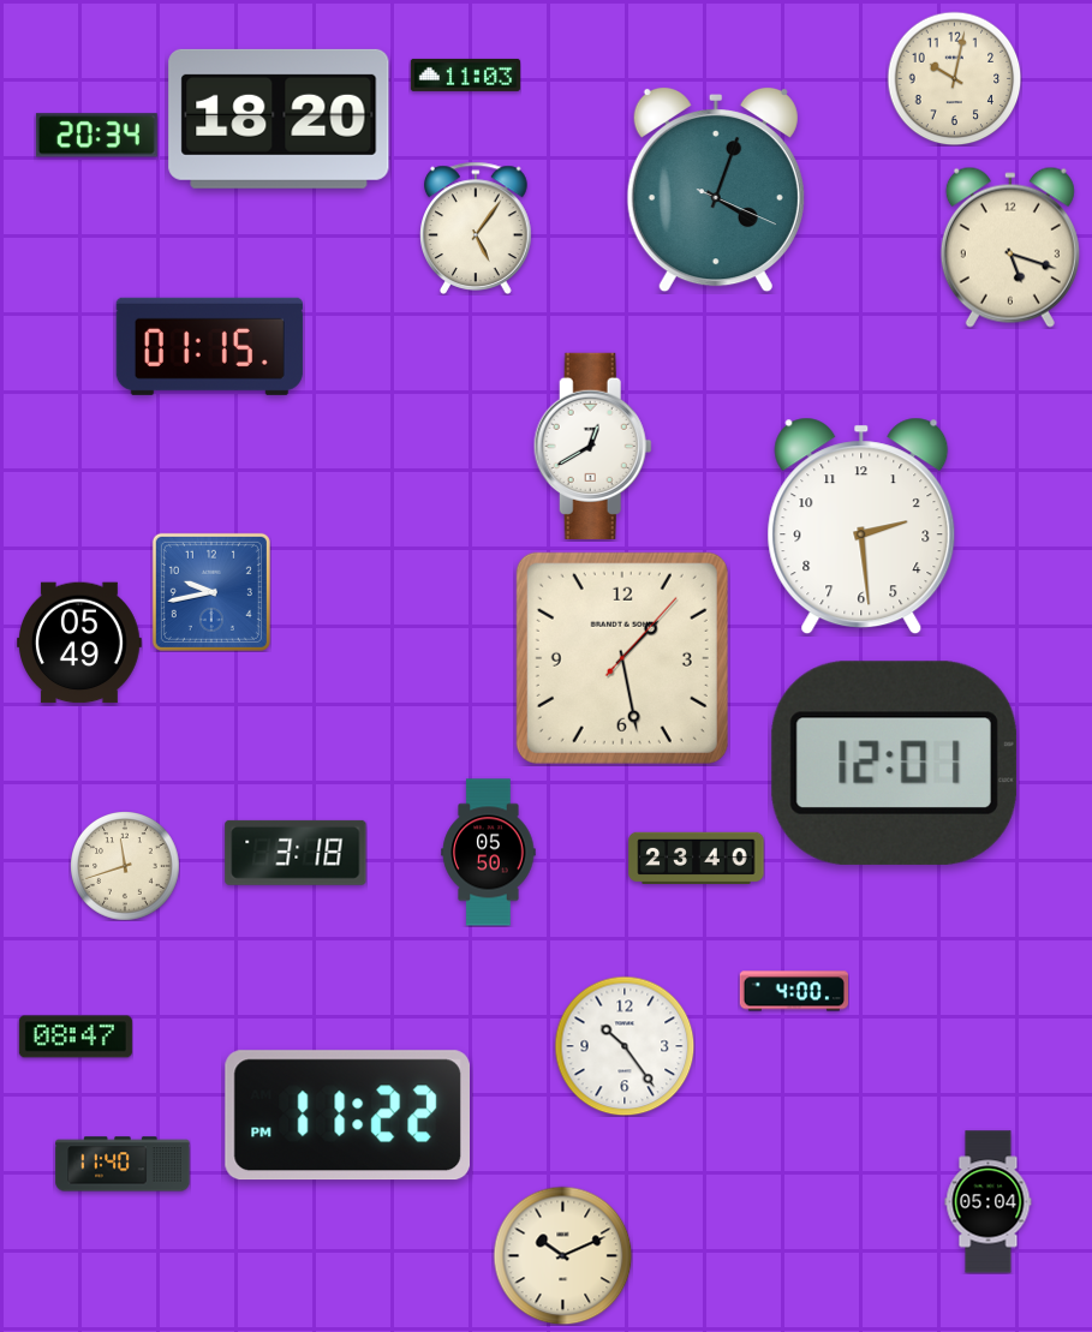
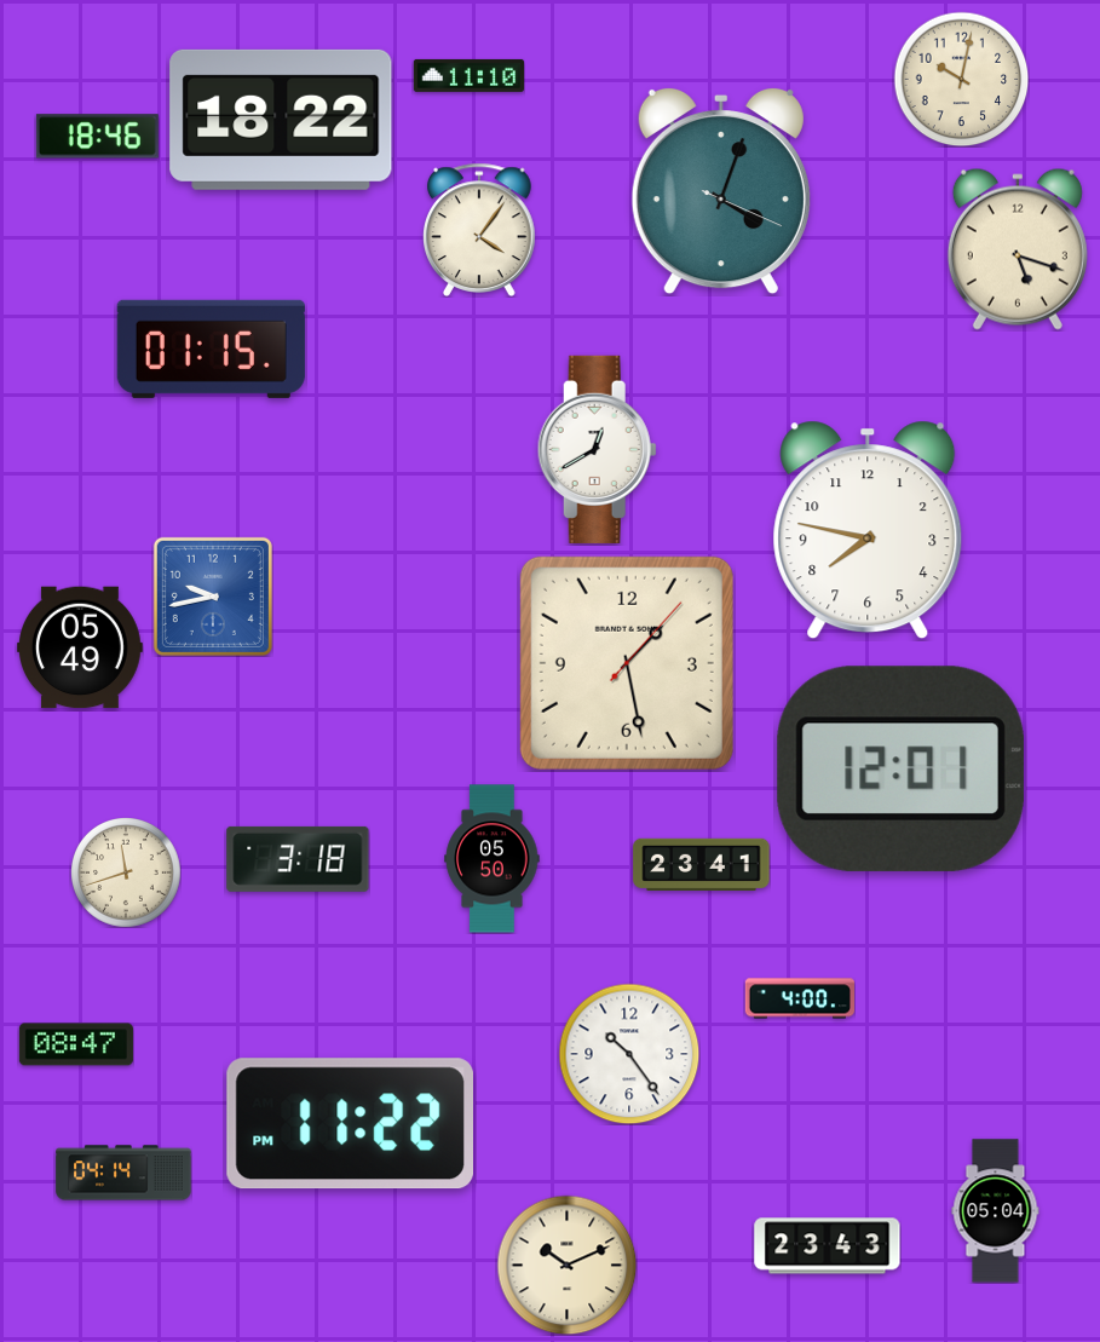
clock at (465, 74): 11:03 -> 11:10
clock at (279, 119): 18:20 -> 18:22
clock at (96, 136): 20:34 -> 18:46
clock at (477, 228): 5:06 -> 4:06
clock at (861, 526): 2:29 -> 7:47
clock at (697, 858): 23:40 -> 23:41
clock at (123, 1164): 11:40 -> 04:14
clock at (828, 1246): none -> 23:43
